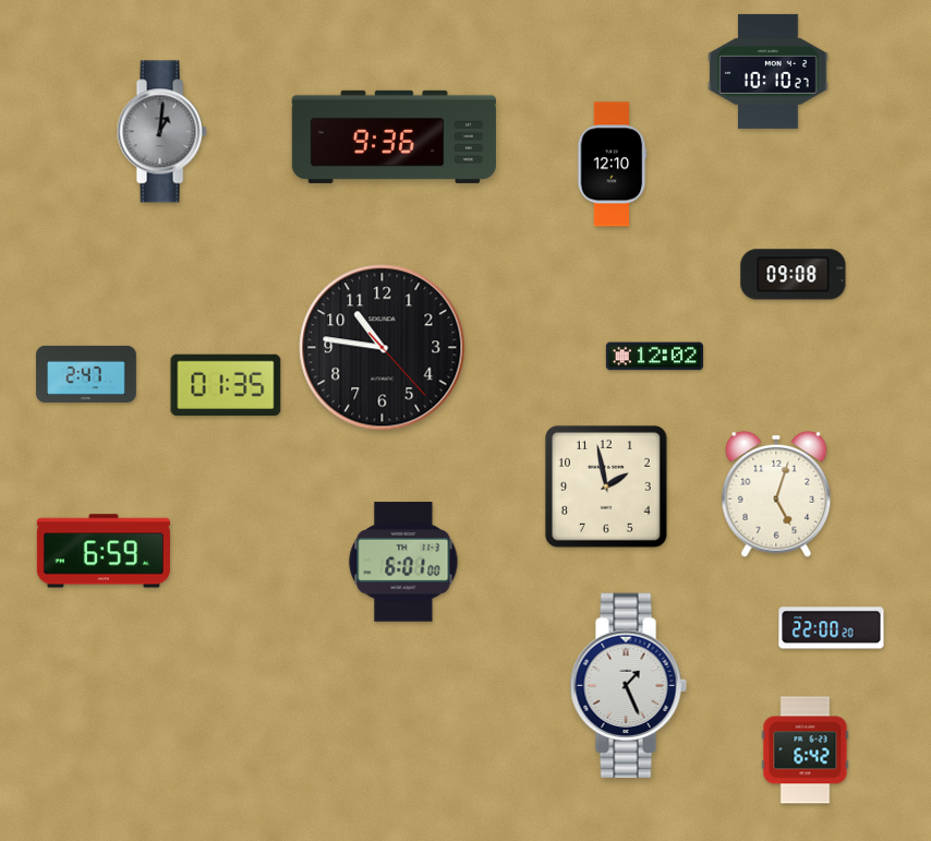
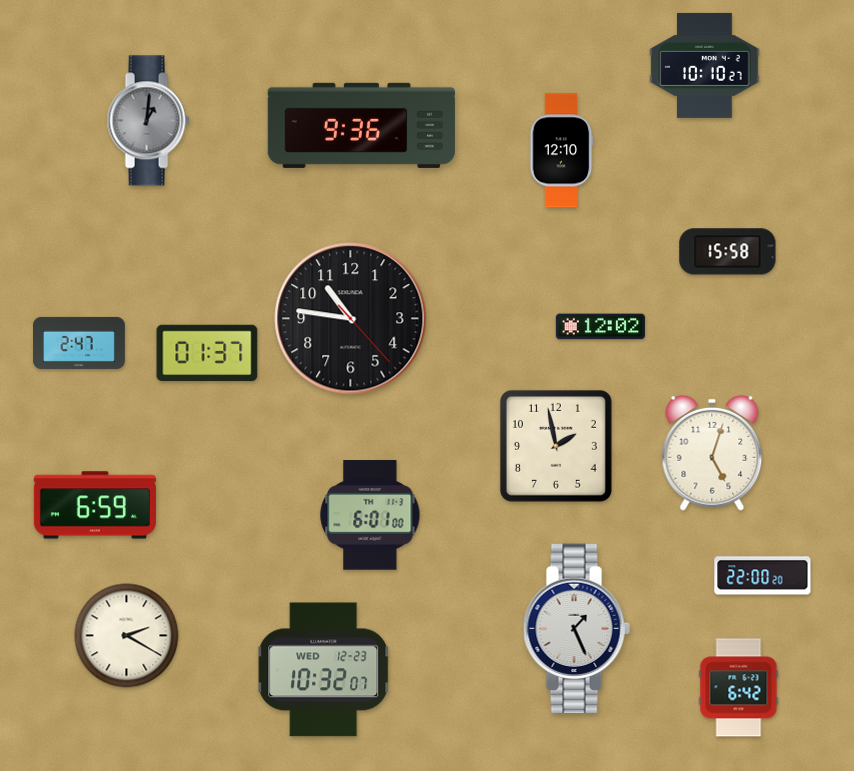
clock at (794, 275): 09:08 -> 15:58
clock at (226, 385): 01:35 -> 01:37
clock at (127, 636): none -> 2:20
clock at (324, 670): none -> 10:32
